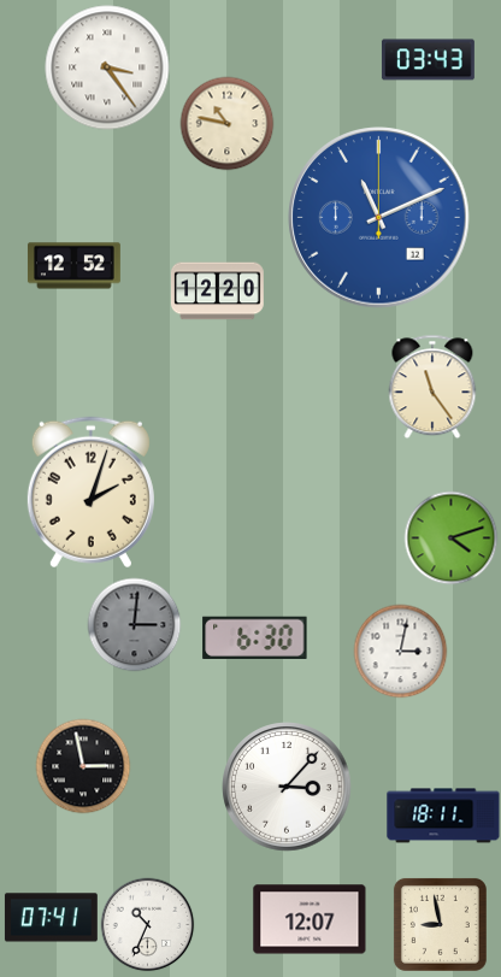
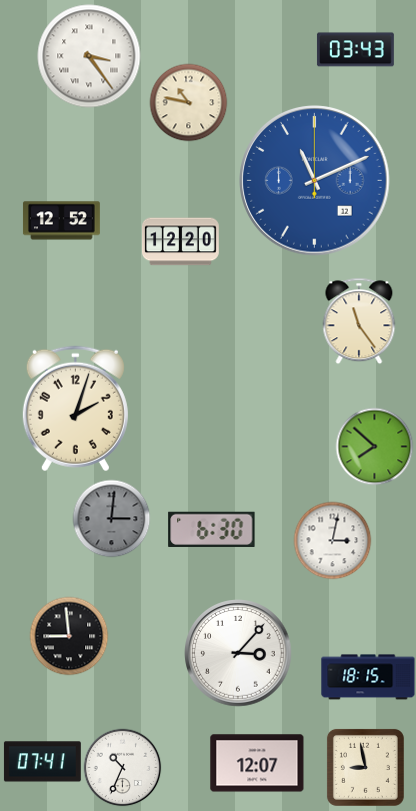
clock at (450, 537): 4:12 -> 7:52
clock at (83, 766): 2:58 -> 8:59
clock at (443, 816): 18:11 -> 18:15
